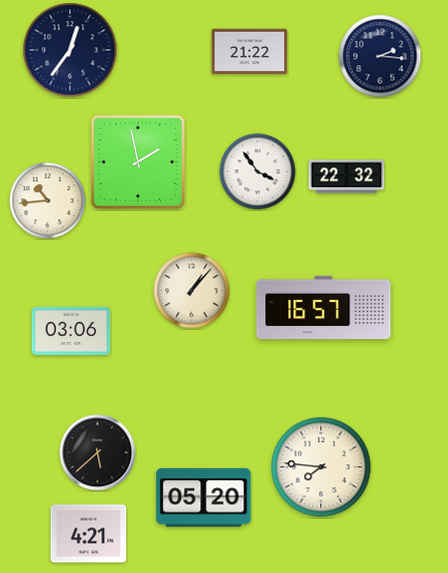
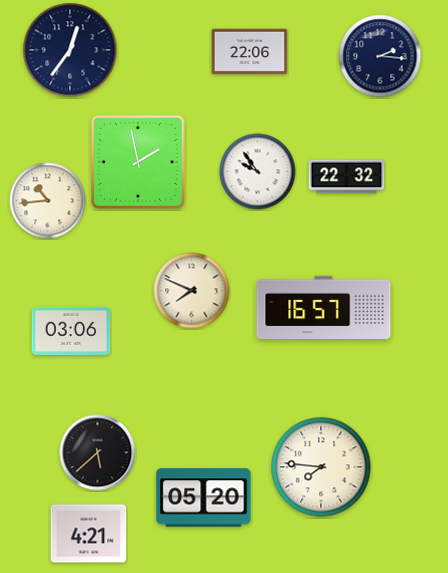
clock at (250, 52): 21:22 -> 22:06
clock at (258, 172): 3:54 -> 9:54
clock at (192, 291): 1:07 -> 7:49
